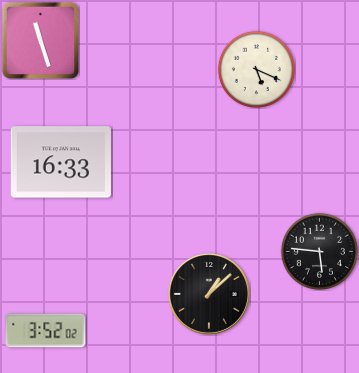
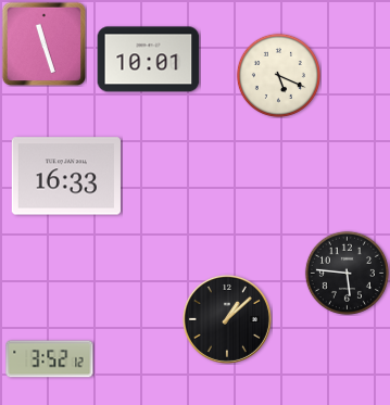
clock at (149, 60): none -> 10:01
clock at (46, 331): 3:52:02 -> 3:52:12
